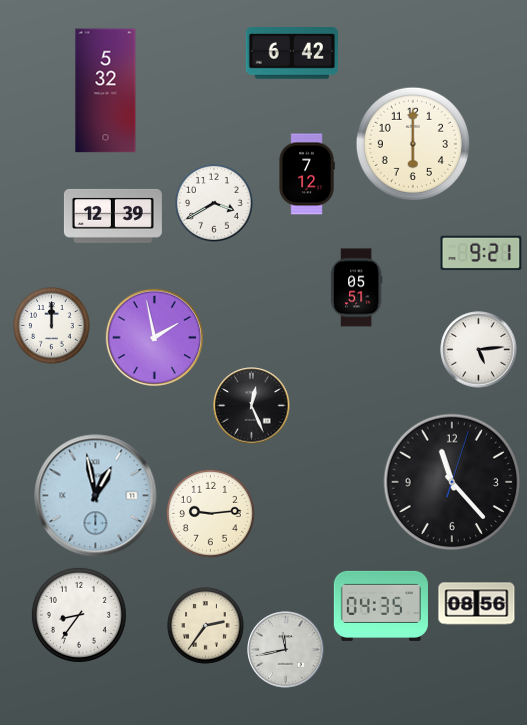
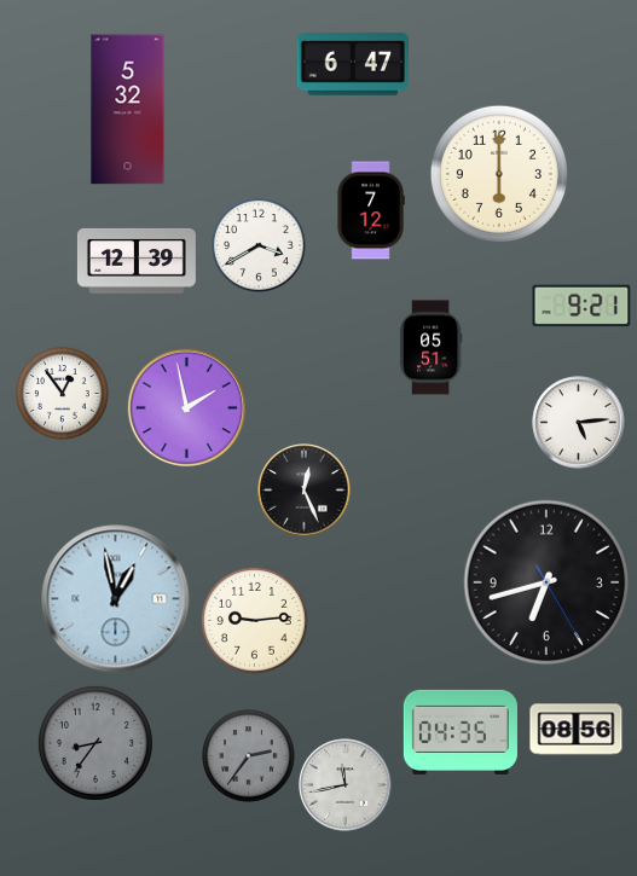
clock at (291, 54): 6:42 -> 6:47
clock at (52, 326): 12:00 -> 12:54
clock at (452, 482): 11:23 -> 6:42
clock at (79, 615) dial: white -> grey
clock at (206, 626) dial: cream -> grey
